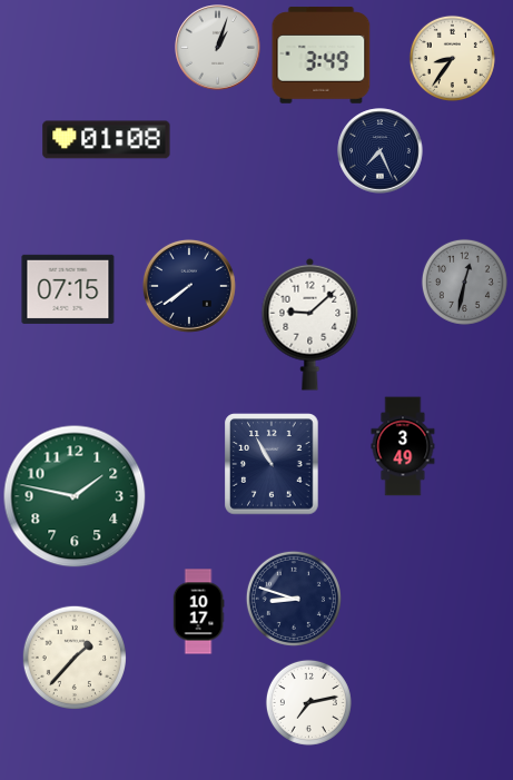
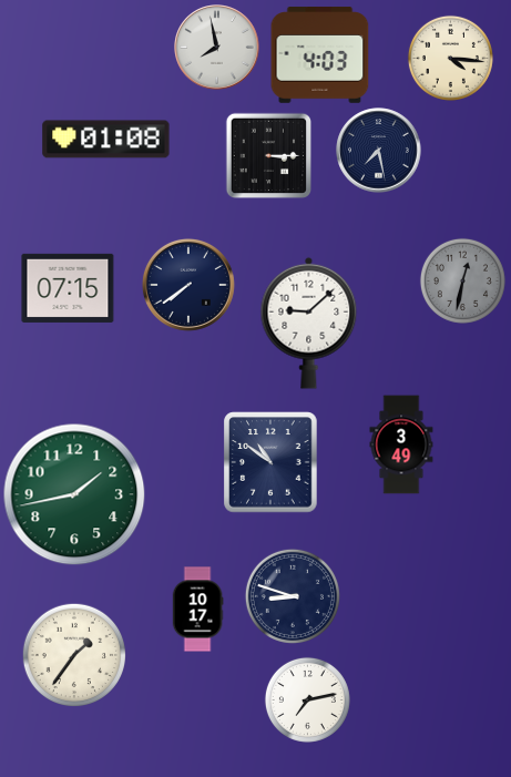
clock at (218, 48): 1:03 -> 7:58
clock at (322, 56): 3:49 -> 4:03
clock at (452, 58): 8:36 -> 4:16
clock at (381, 151): 7:26 -> 7:28
clock at (268, 155): none -> 3:15
clock at (272, 464): 10:55 -> 10:51
clock at (75, 496): 1:47 -> 1:43
clock at (73, 656): 1:37 -> 1:36
